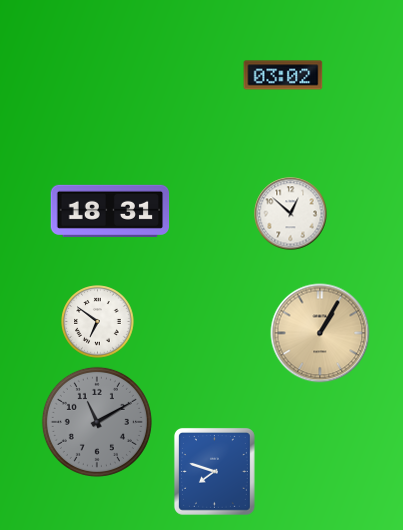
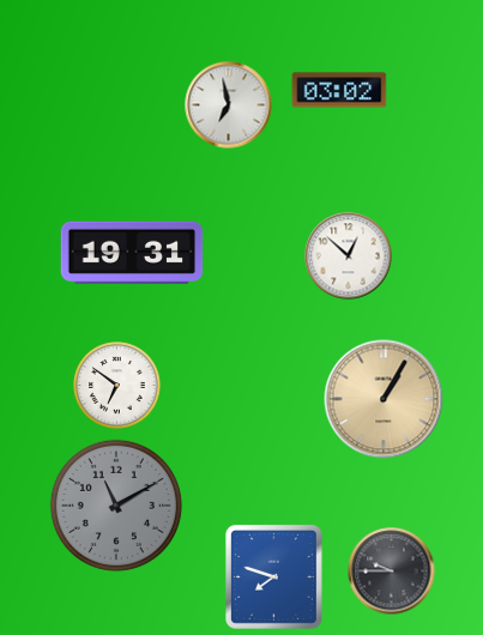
clock at (229, 105): none -> 6:58
clock at (110, 211): 18:31 -> 19:31
clock at (214, 472) position: (214, 472) -> (273, 577)
clock at (392, 571): none -> 9:45
